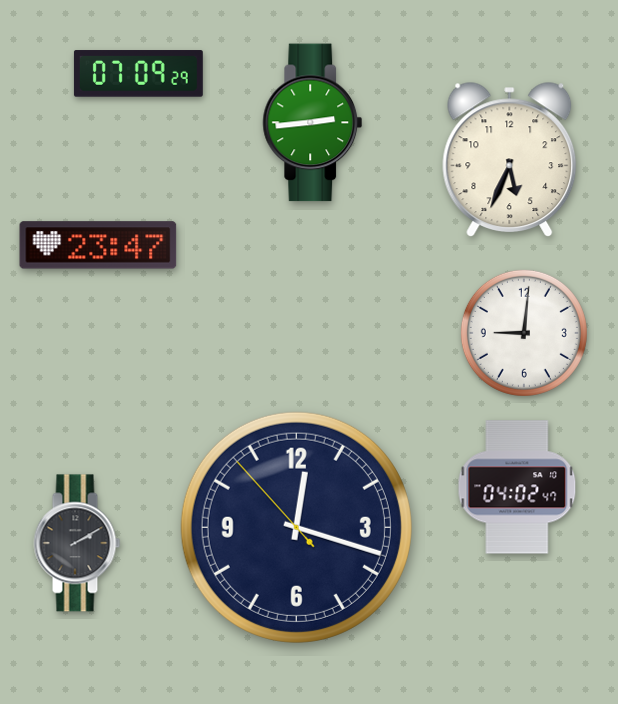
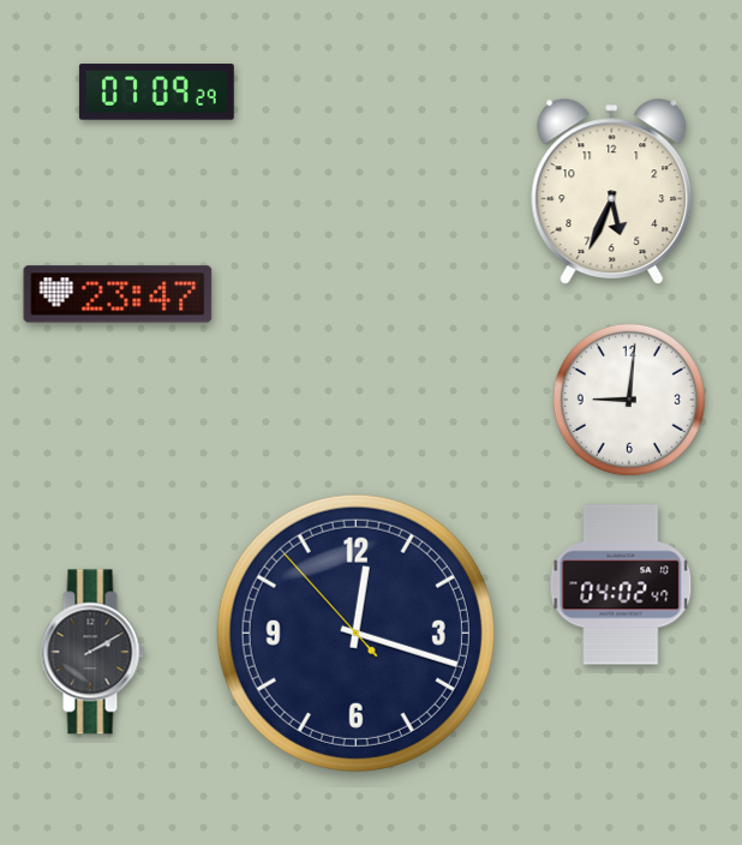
clock at (138, 74) position: (138, 74) -> (156, 92)
clock at (313, 123): 2:44 -> none
